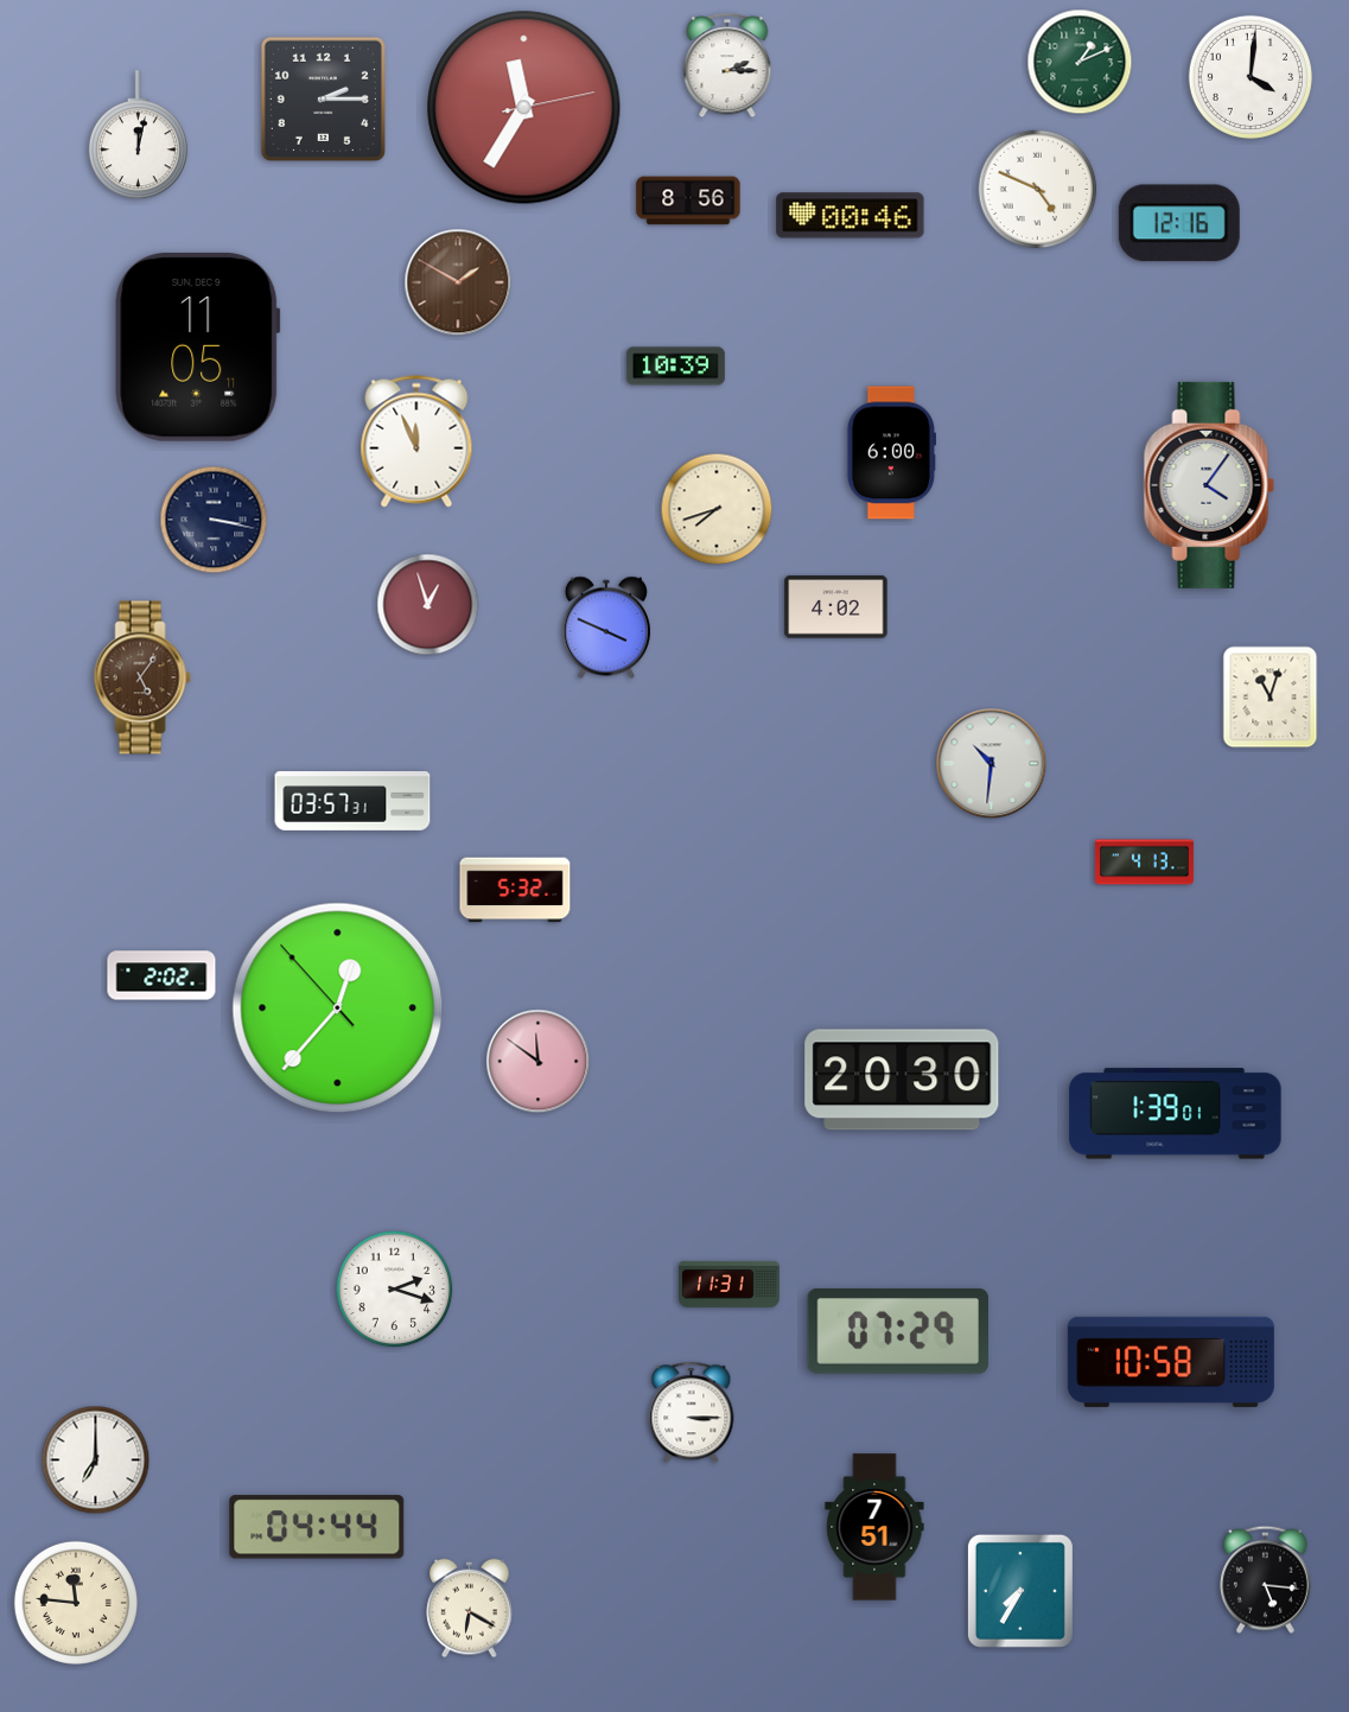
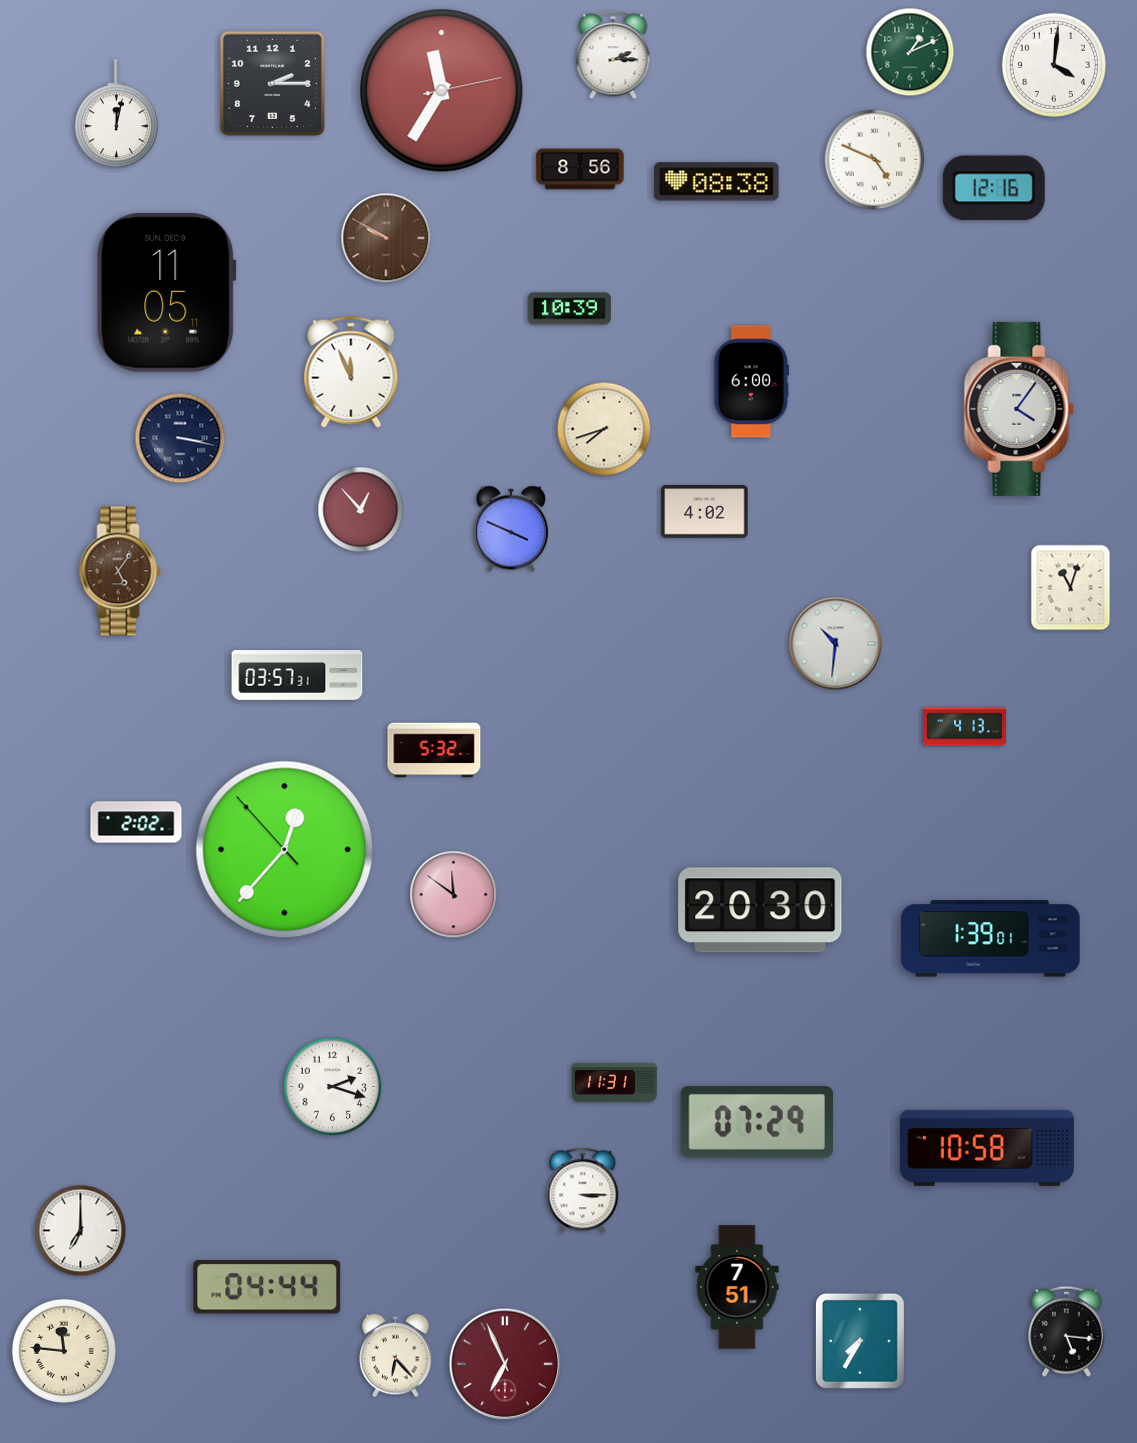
clock at (851, 216): 00:46 -> 08:38
clock at (458, 282): 1:50 -> 9:50
clock at (428, 605): 12:57 -> 12:53
clock at (470, 1609): 6:20 -> 6:23
clock at (505, 1364): none -> 6:56
